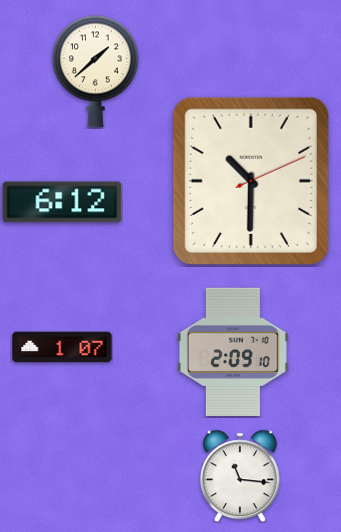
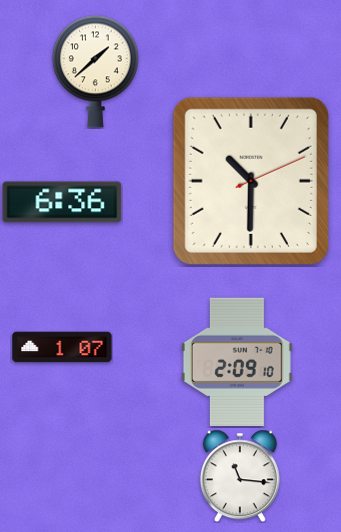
clock at (62, 202): 6:12 -> 6:36
clock at (233, 352) position: (233, 352) -> (237, 362)
